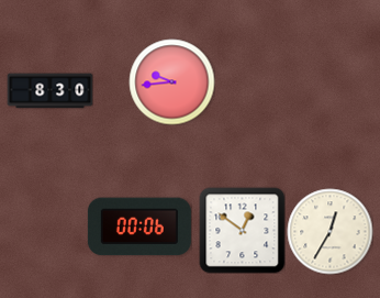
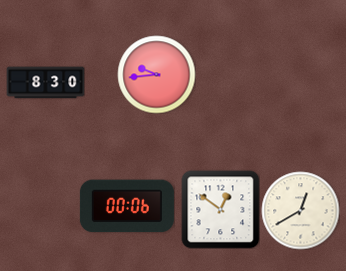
clock at (329, 231): 12:35 -> 12:40
